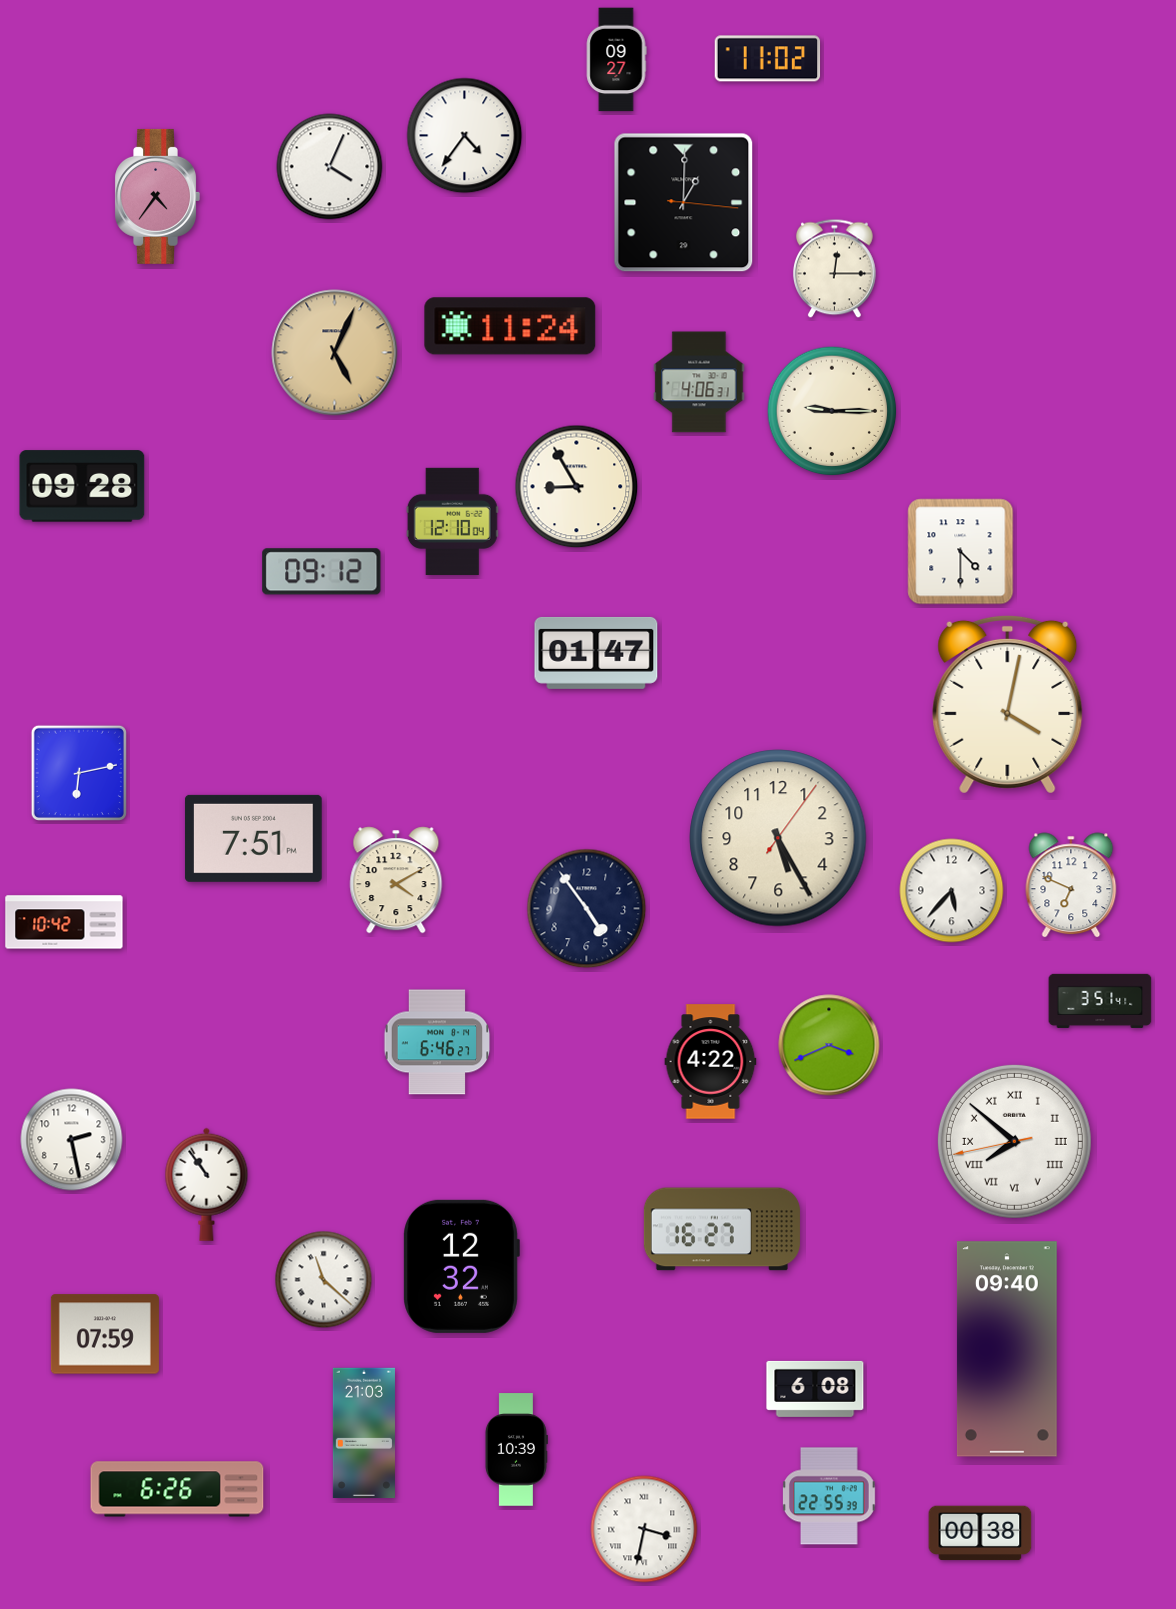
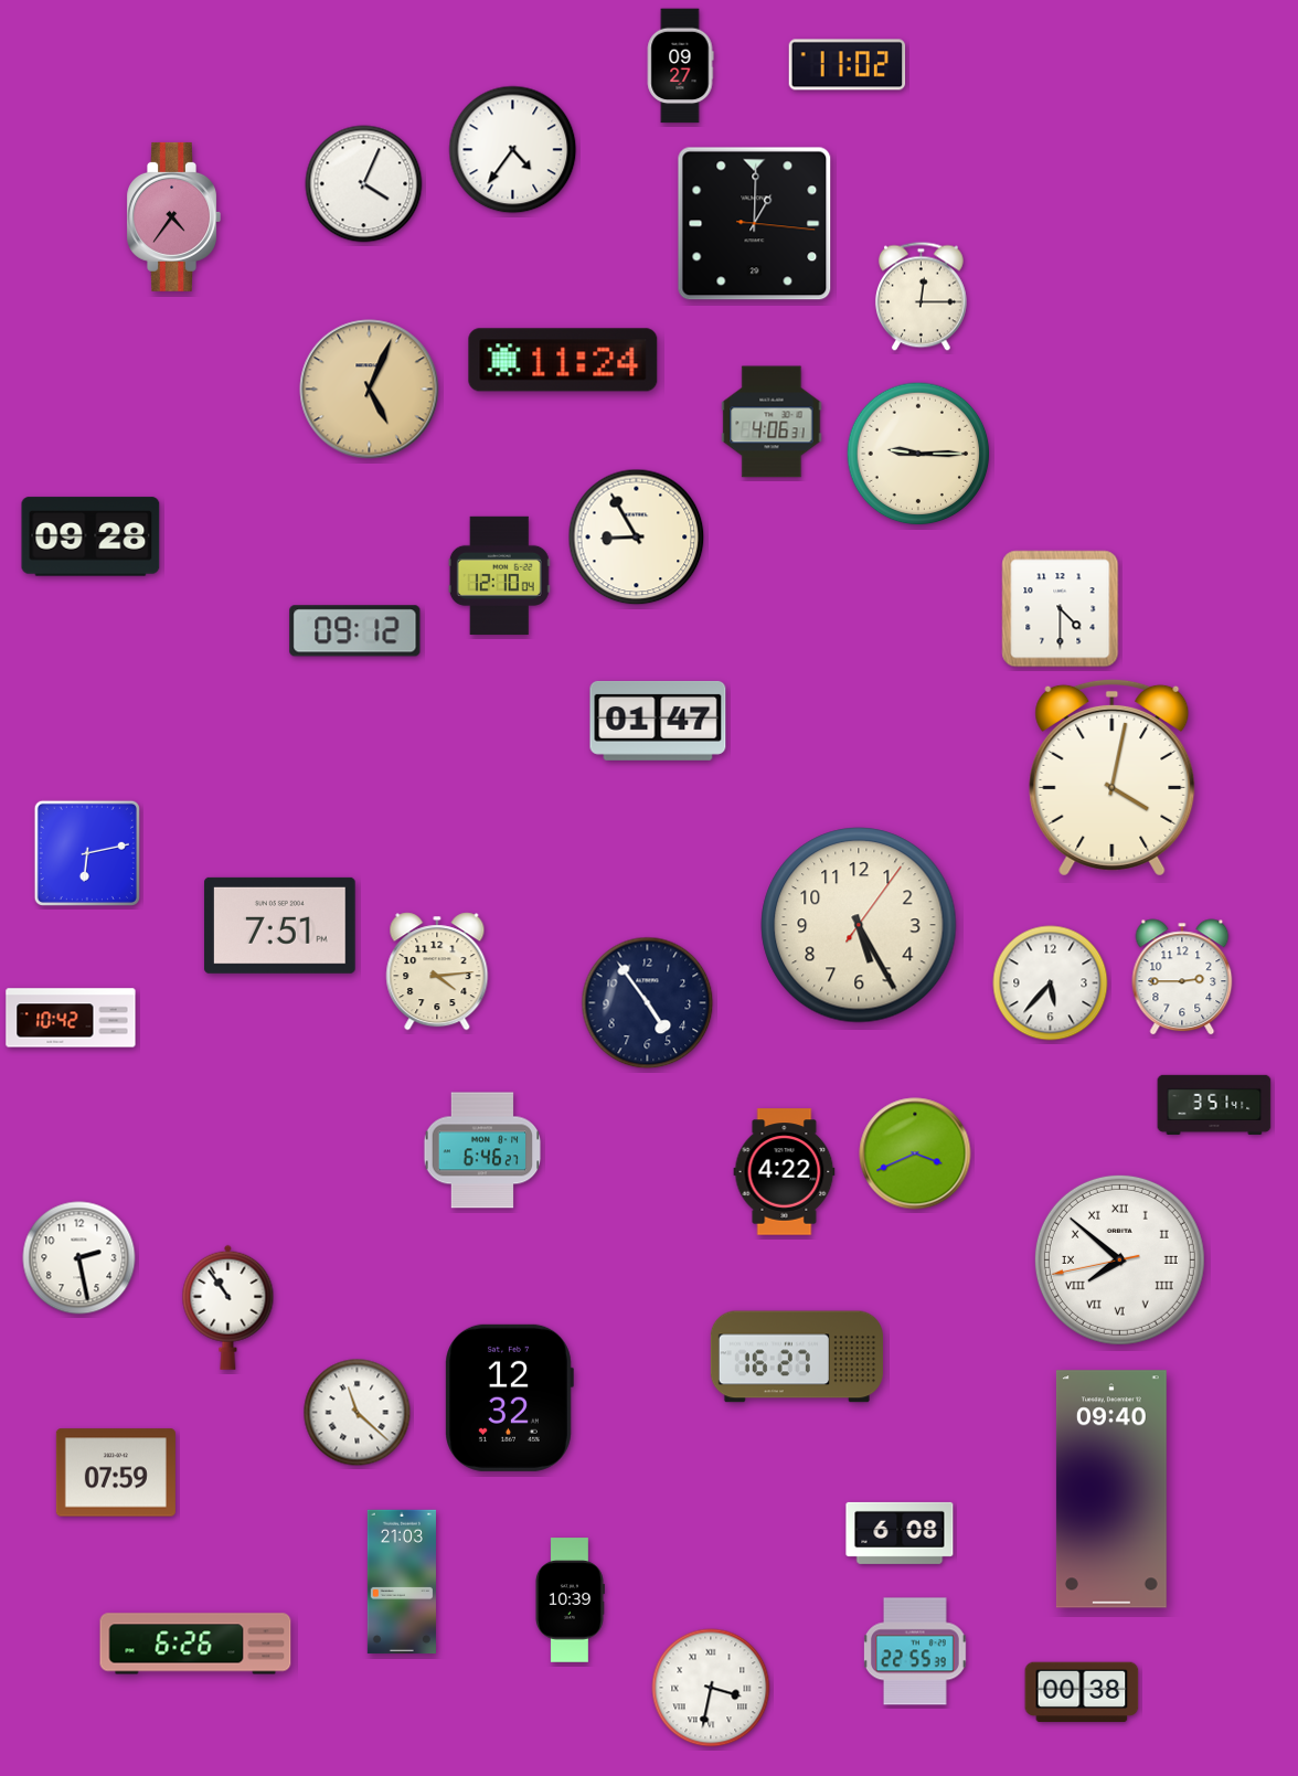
clock at (396, 880): 4:10 -> 4:14
clock at (1071, 885): 6:49 -> 2:45
